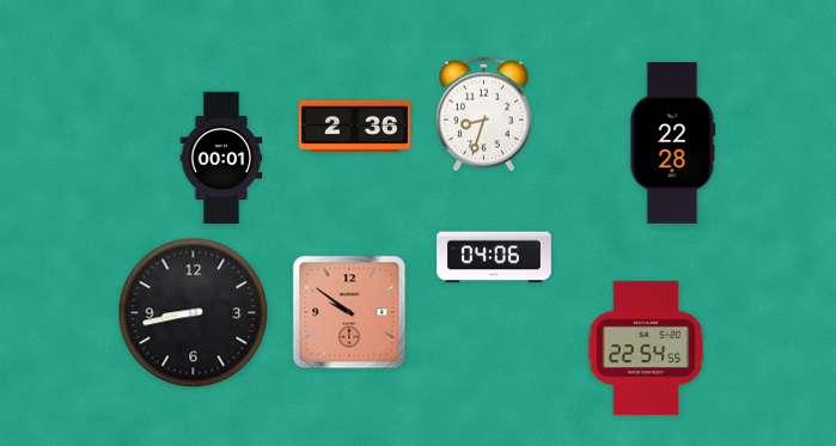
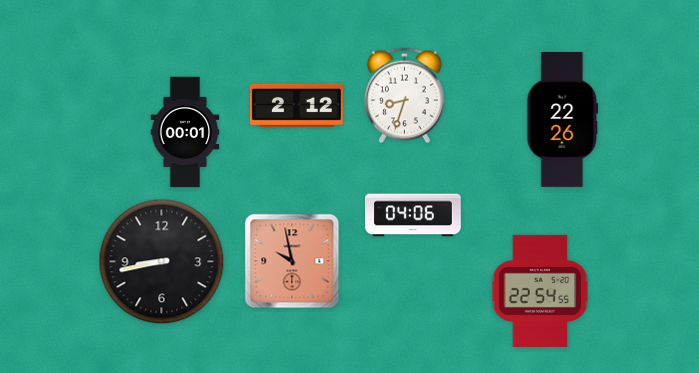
clock at (354, 126): 2:36 -> 2:12
clock at (673, 142): 22:28 -> 22:26
clock at (349, 312): 9:51 -> 9:58
